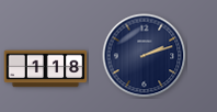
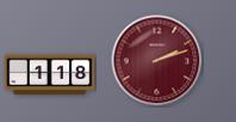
clock at (145, 56) dial: navy -> burgundy
